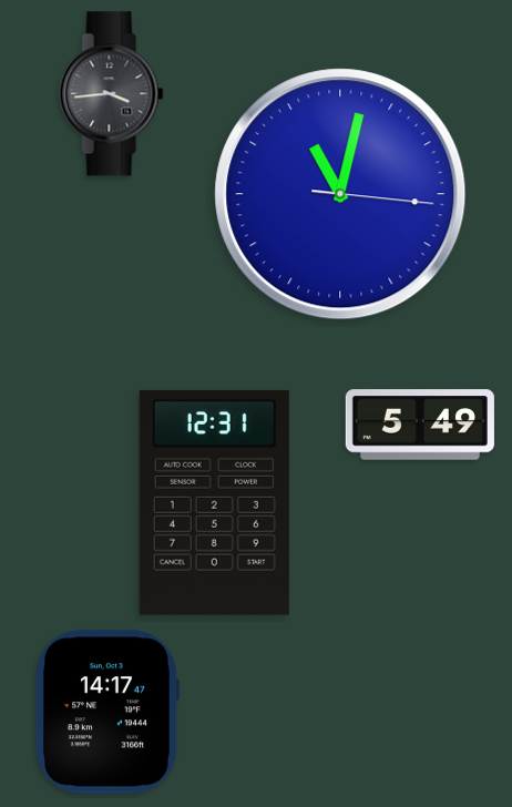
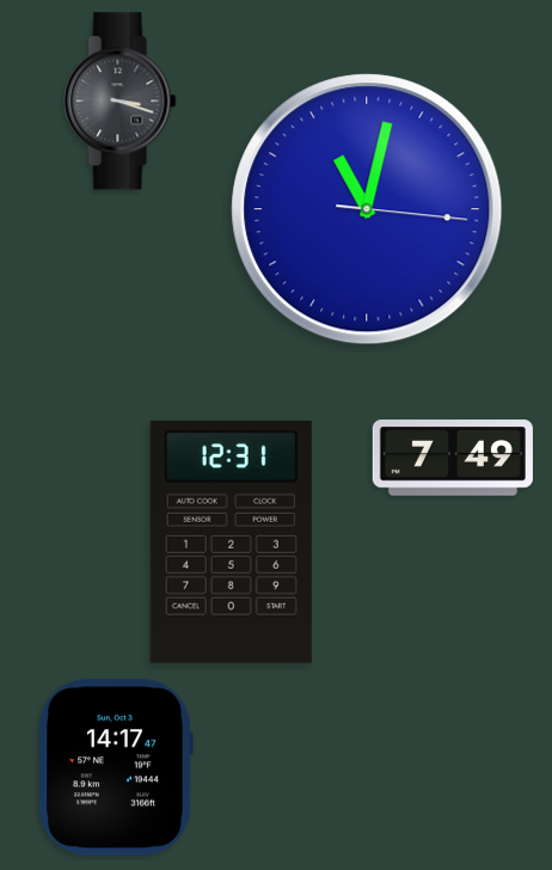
clock at (112, 94): 3:44 -> 3:18
clock at (420, 425): 5:49 -> 7:49
